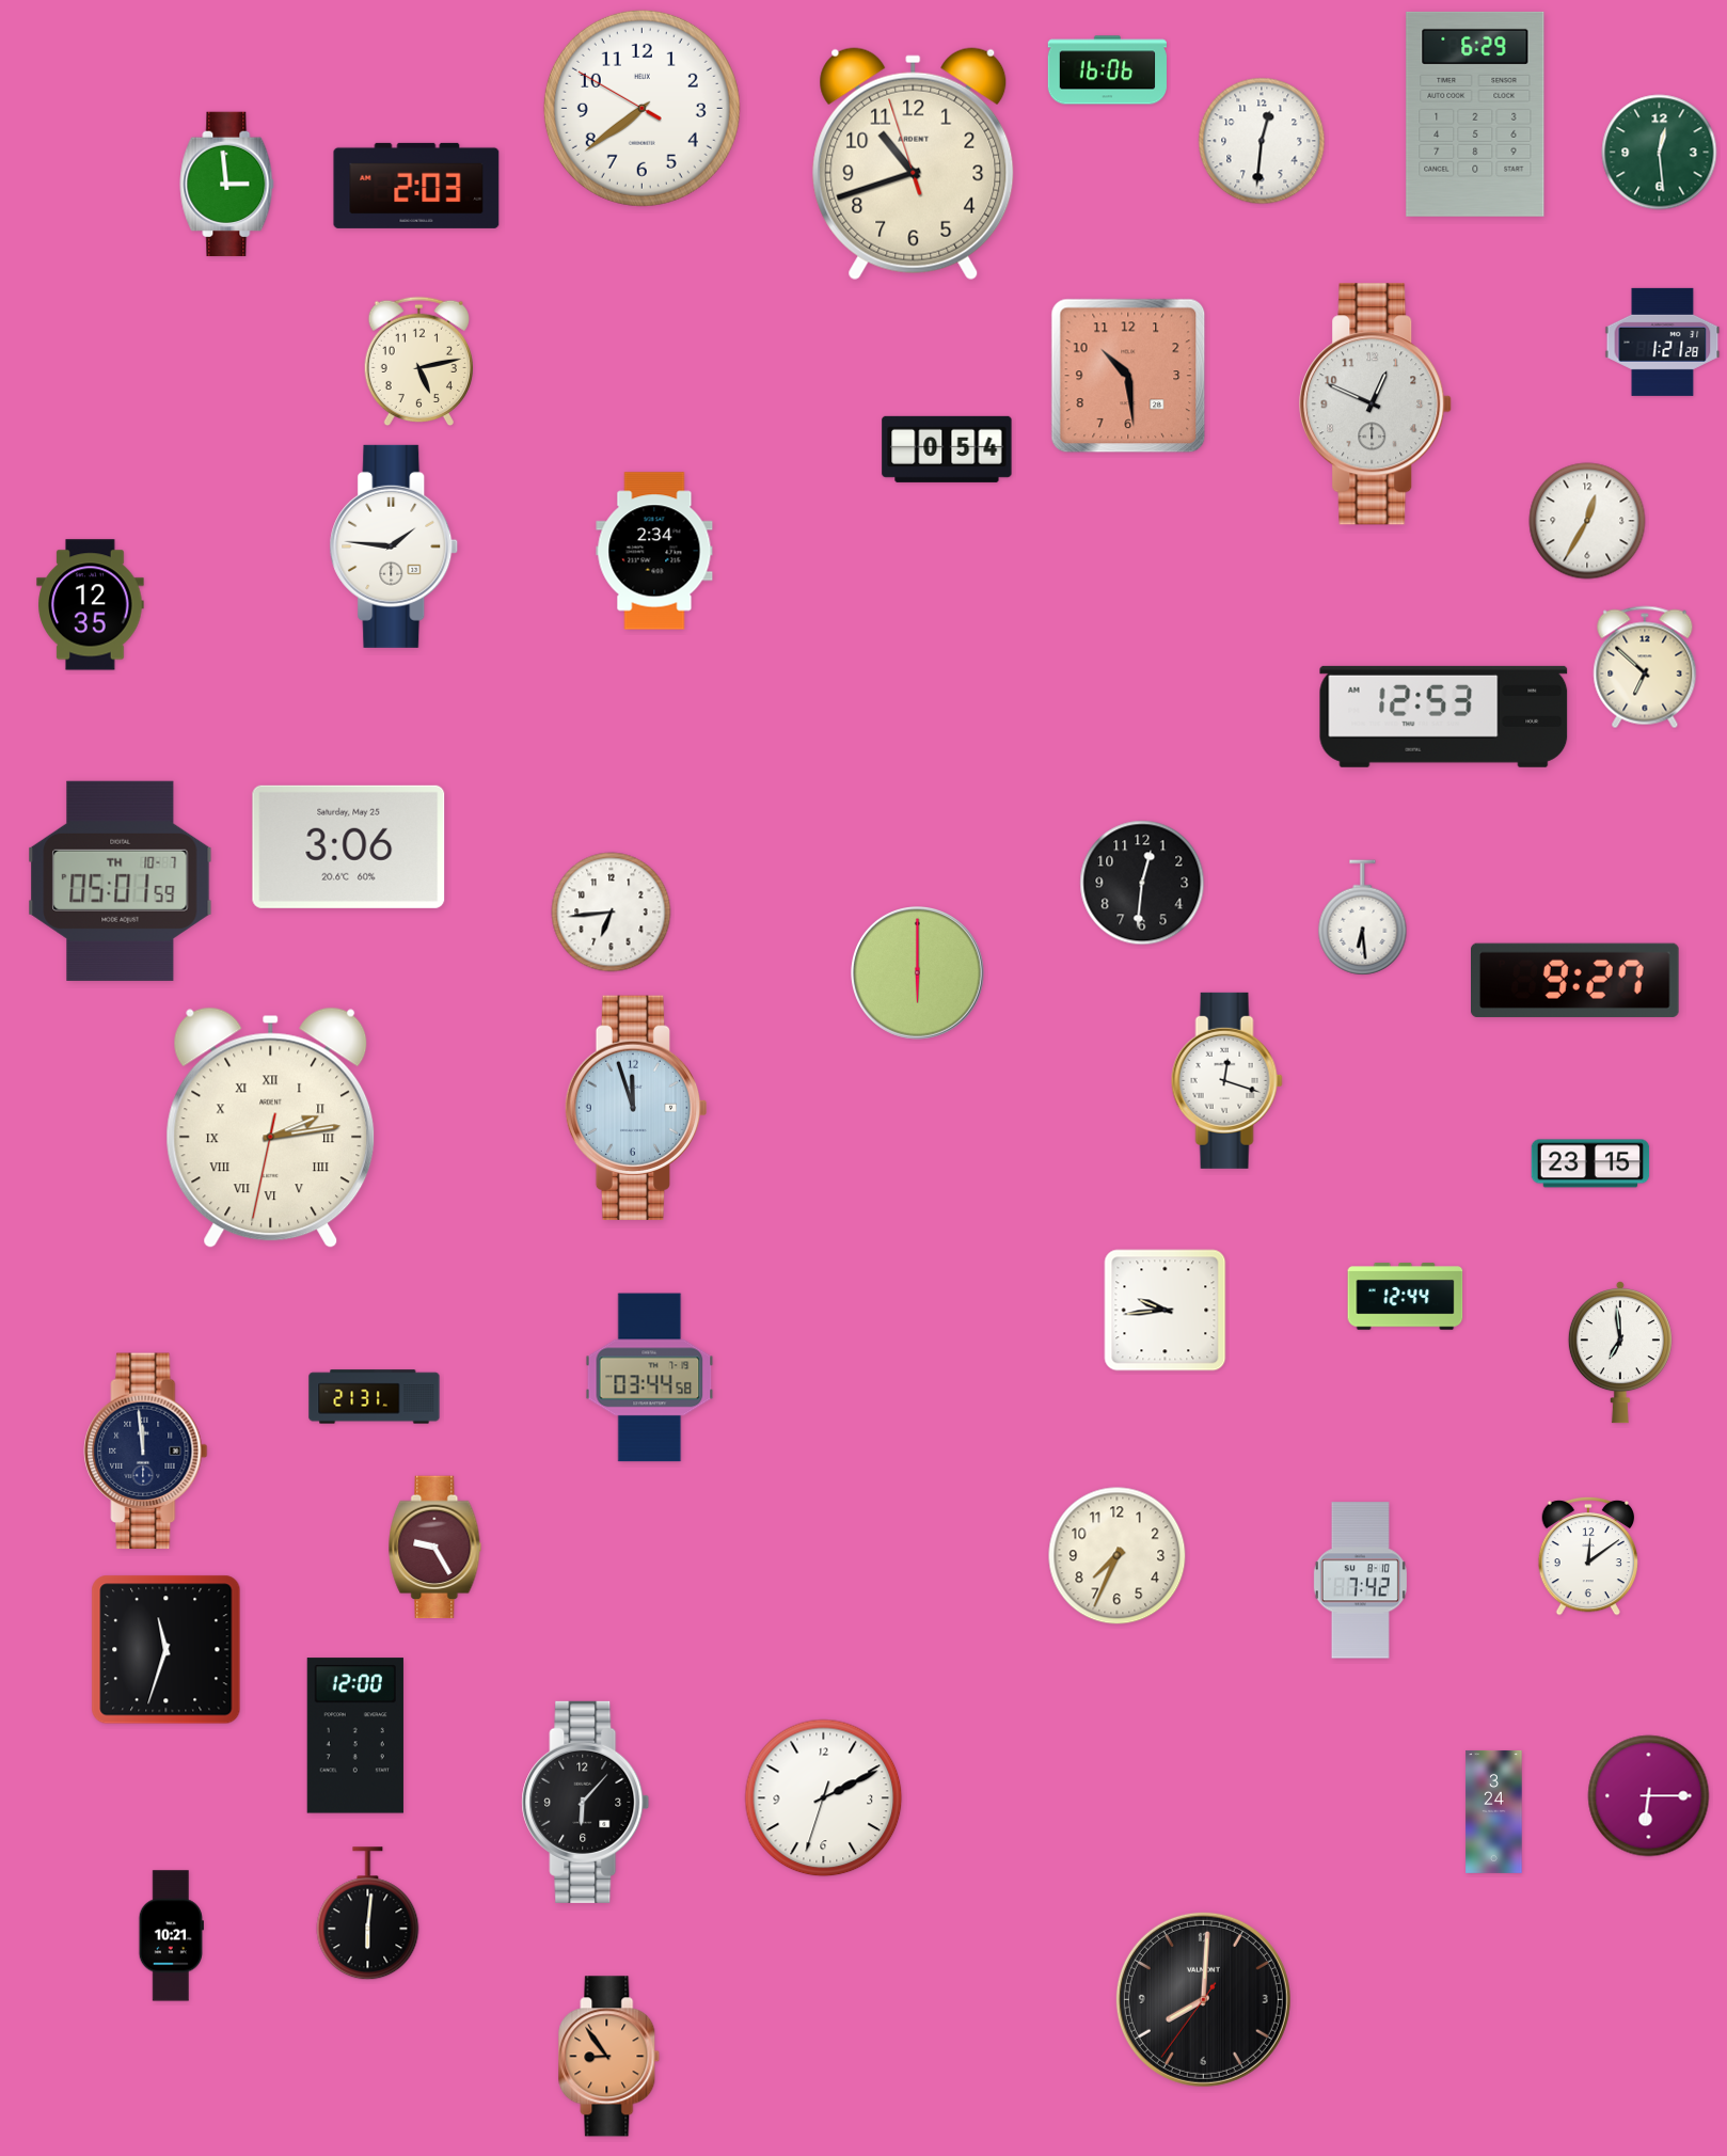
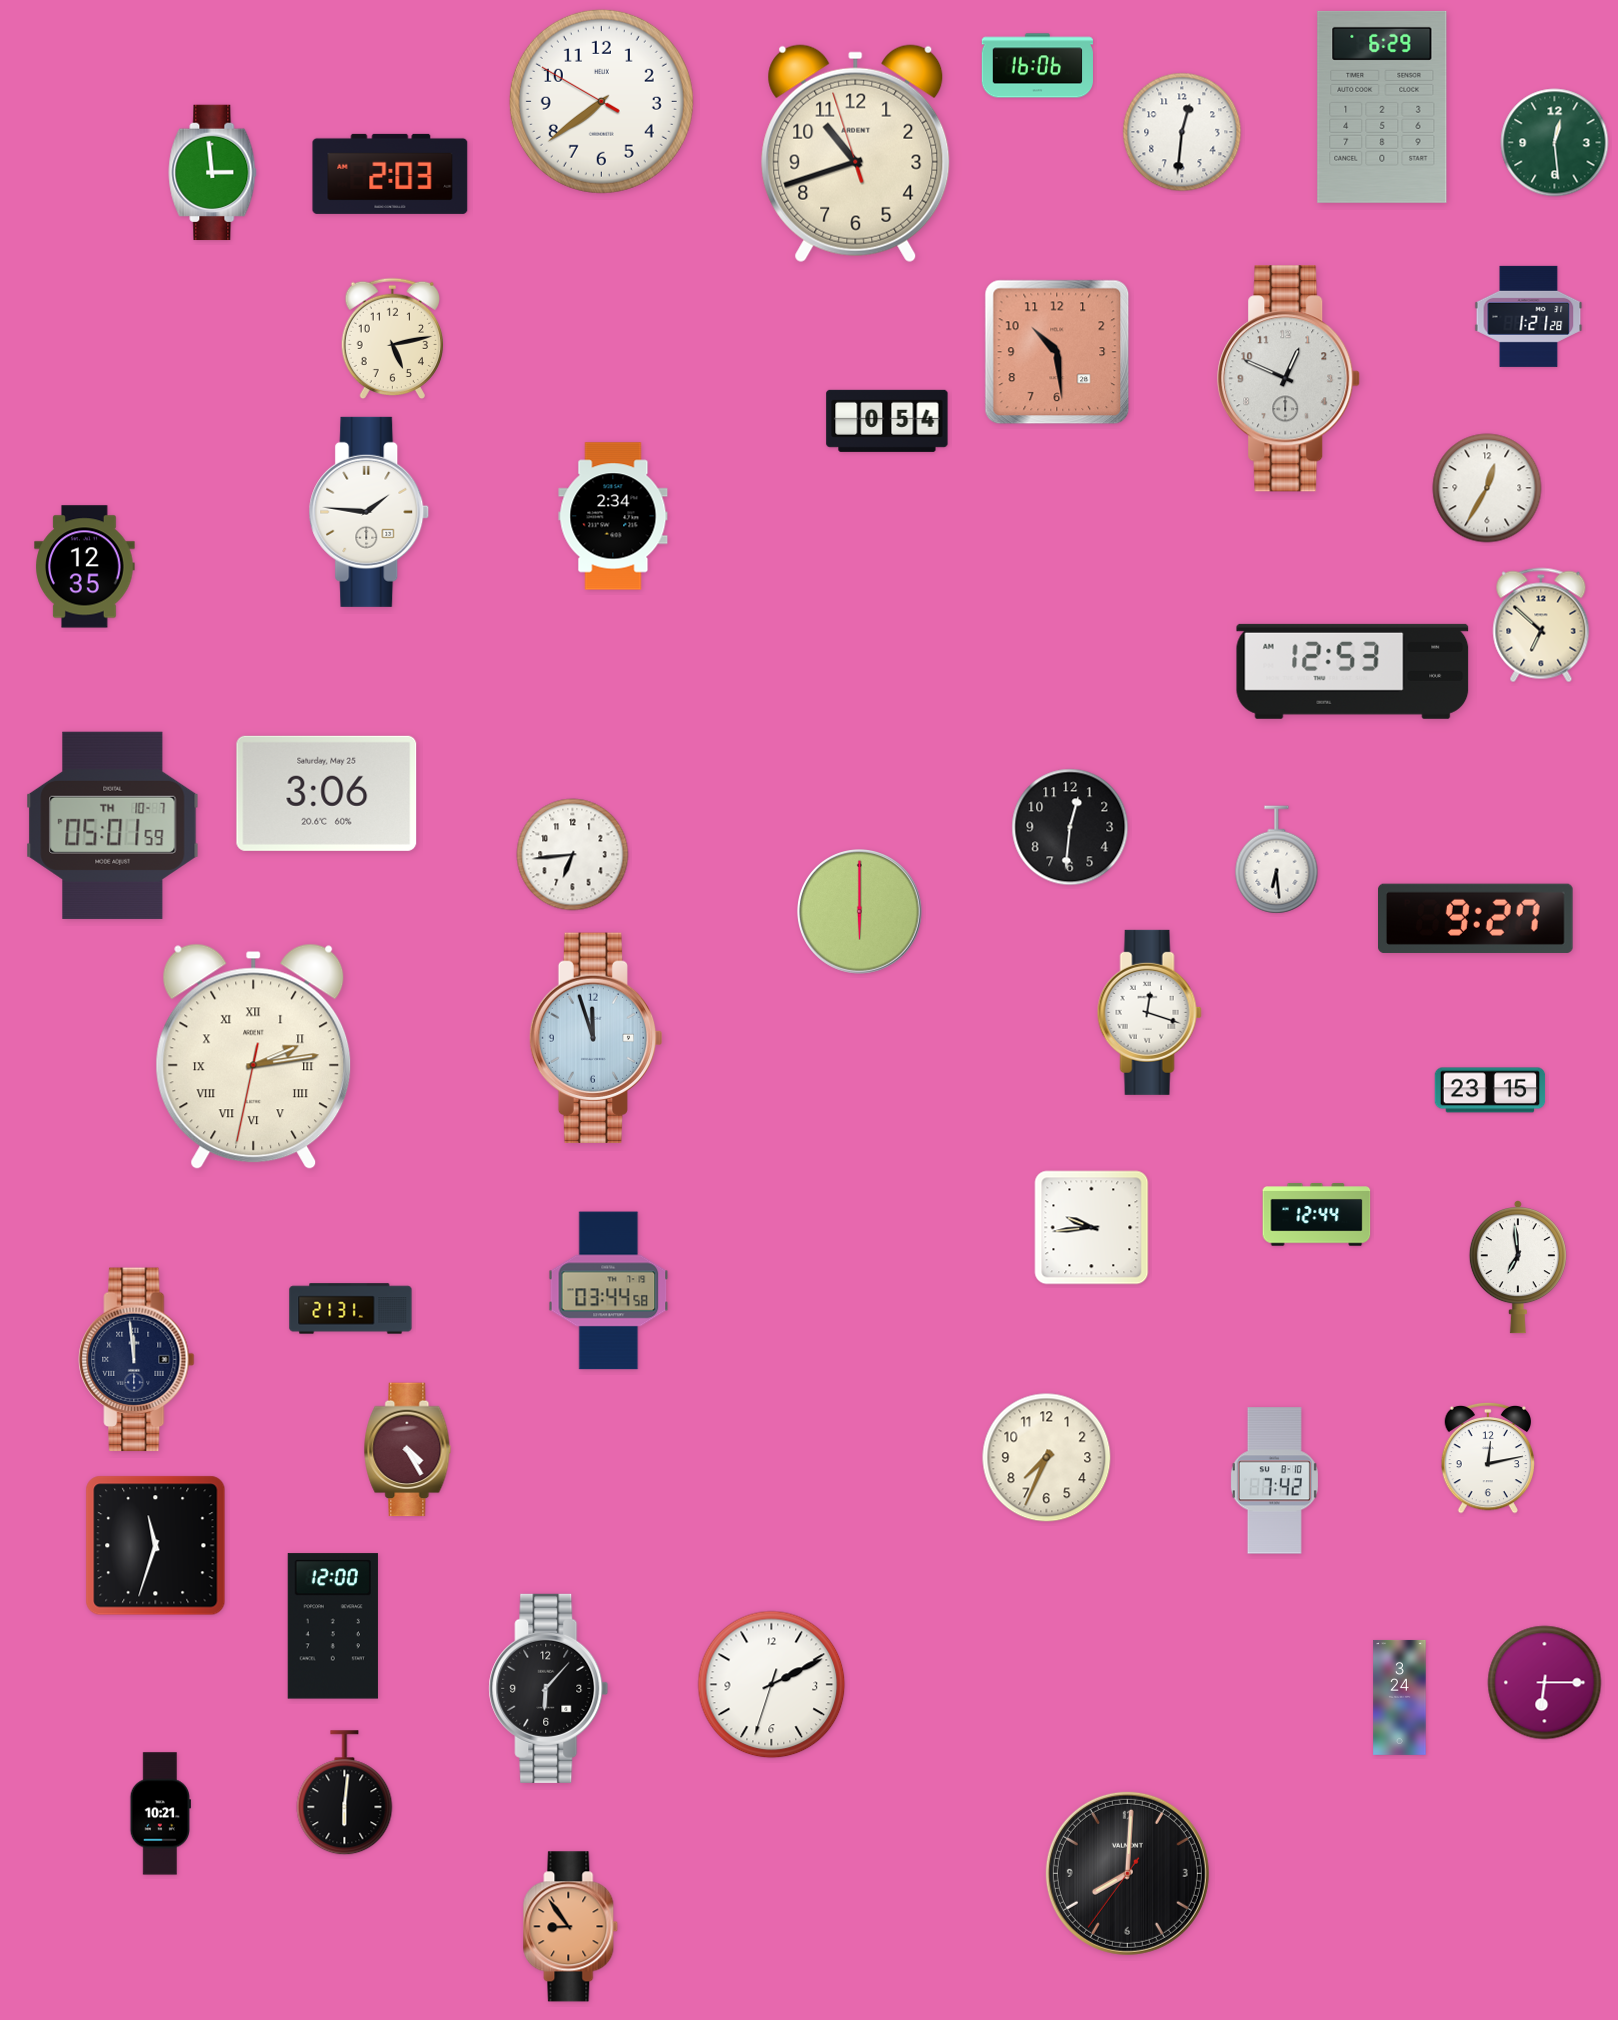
clock at (1663, 342) position: (1663, 342) -> (1529, 316)
clock at (435, 1548): 9:25 -> 4:25
clock at (1588, 1556): 12:09 -> 12:13
